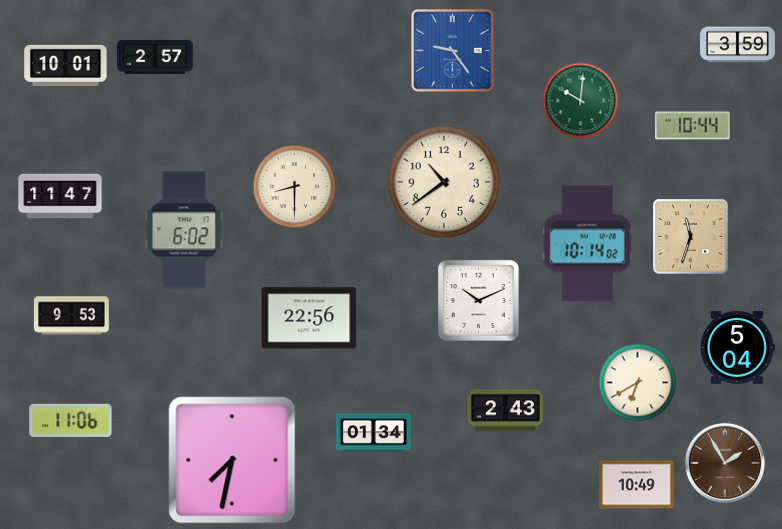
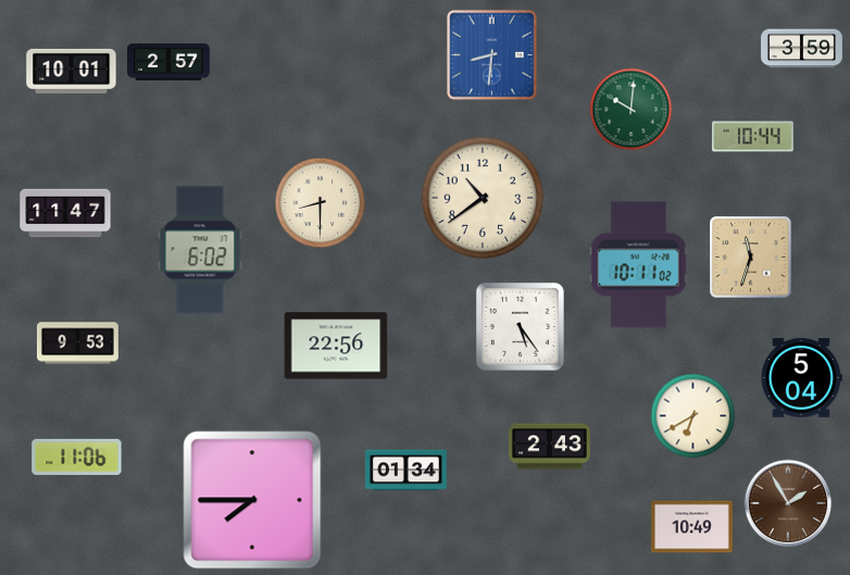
clock at (452, 50): 9:24 -> 8:31
clock at (587, 244): 10:14 -> 10:11
clock at (479, 301): 10:11 -> 5:24
clock at (232, 460): 7:32 -> 7:45
